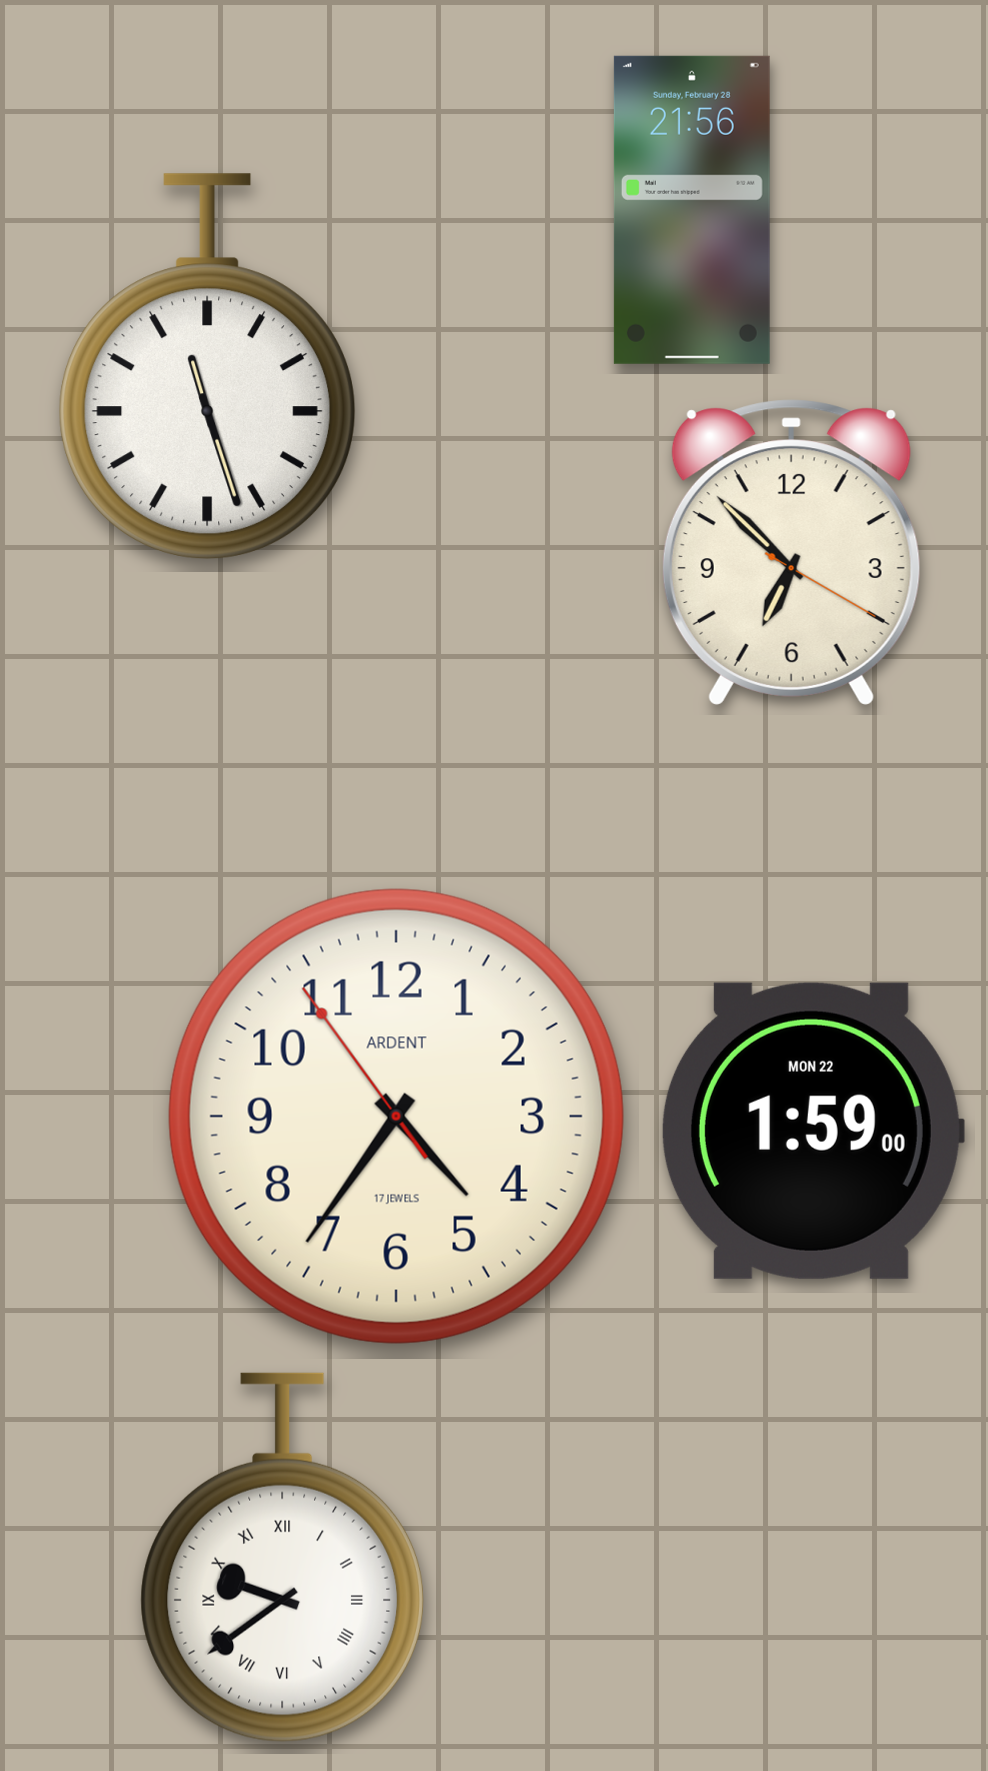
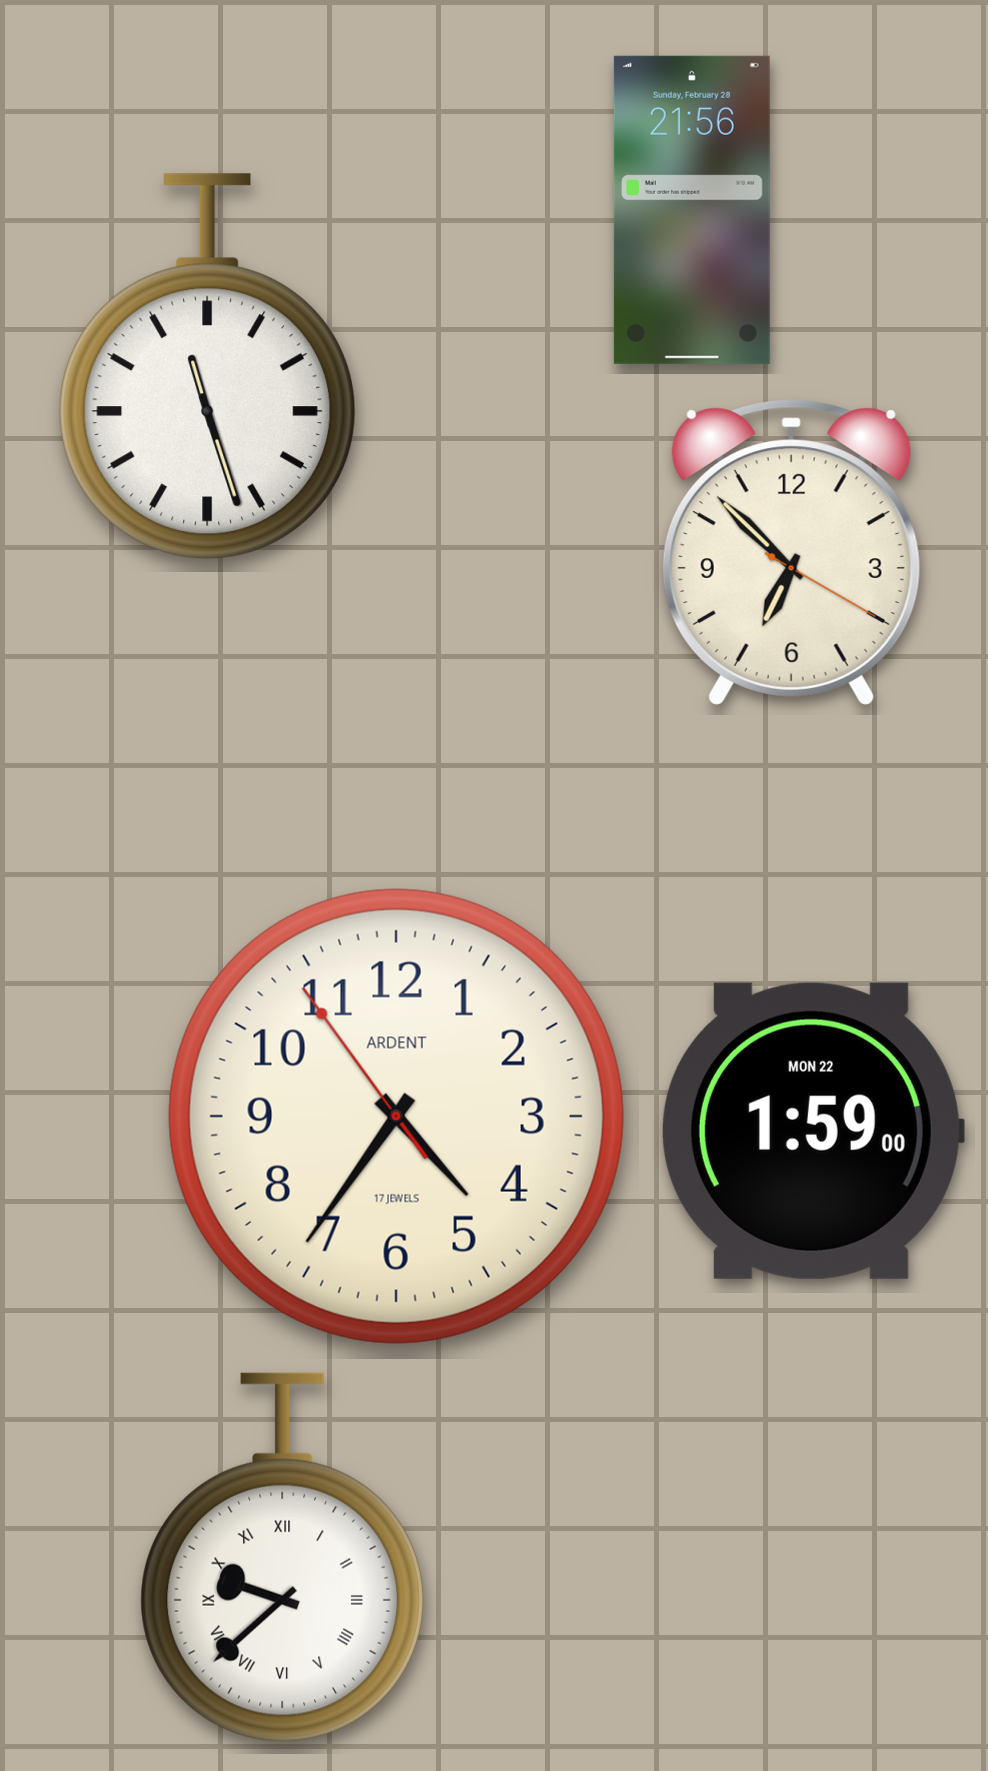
clock at (283, 1558): 9:39 -> 9:38
